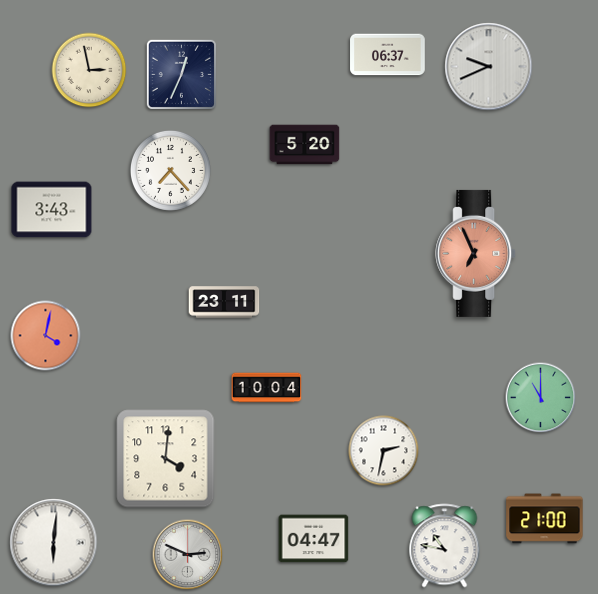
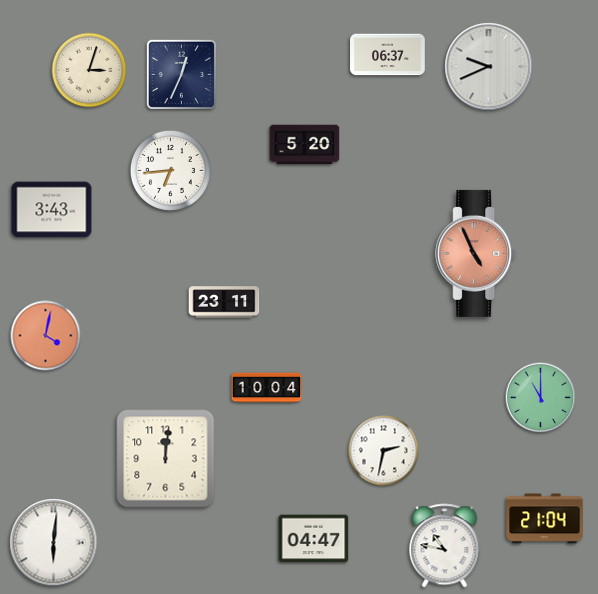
clock at (89, 70): 2:58 -> 3:03
clock at (170, 170): 7:23 -> 6:44
clock at (476, 253): 6:56 -> 4:56
clock at (166, 459): 4:01 -> 12:01
clock at (545, 519): 21:00 -> 21:04
clock at (188, 555): 2:49 -> none
